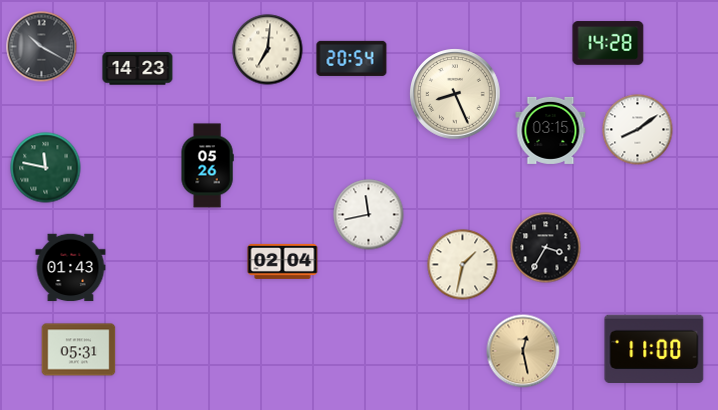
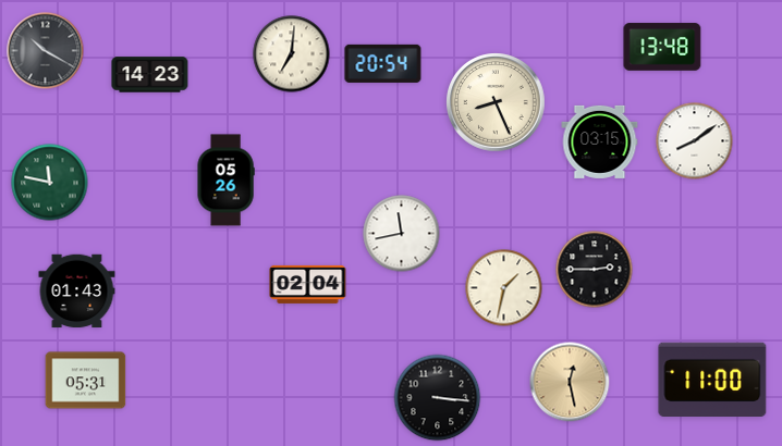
clock at (608, 43): 14:28 -> 13:48
clock at (546, 248): 3:35 -> 2:45
clock at (438, 398): none -> 3:16
